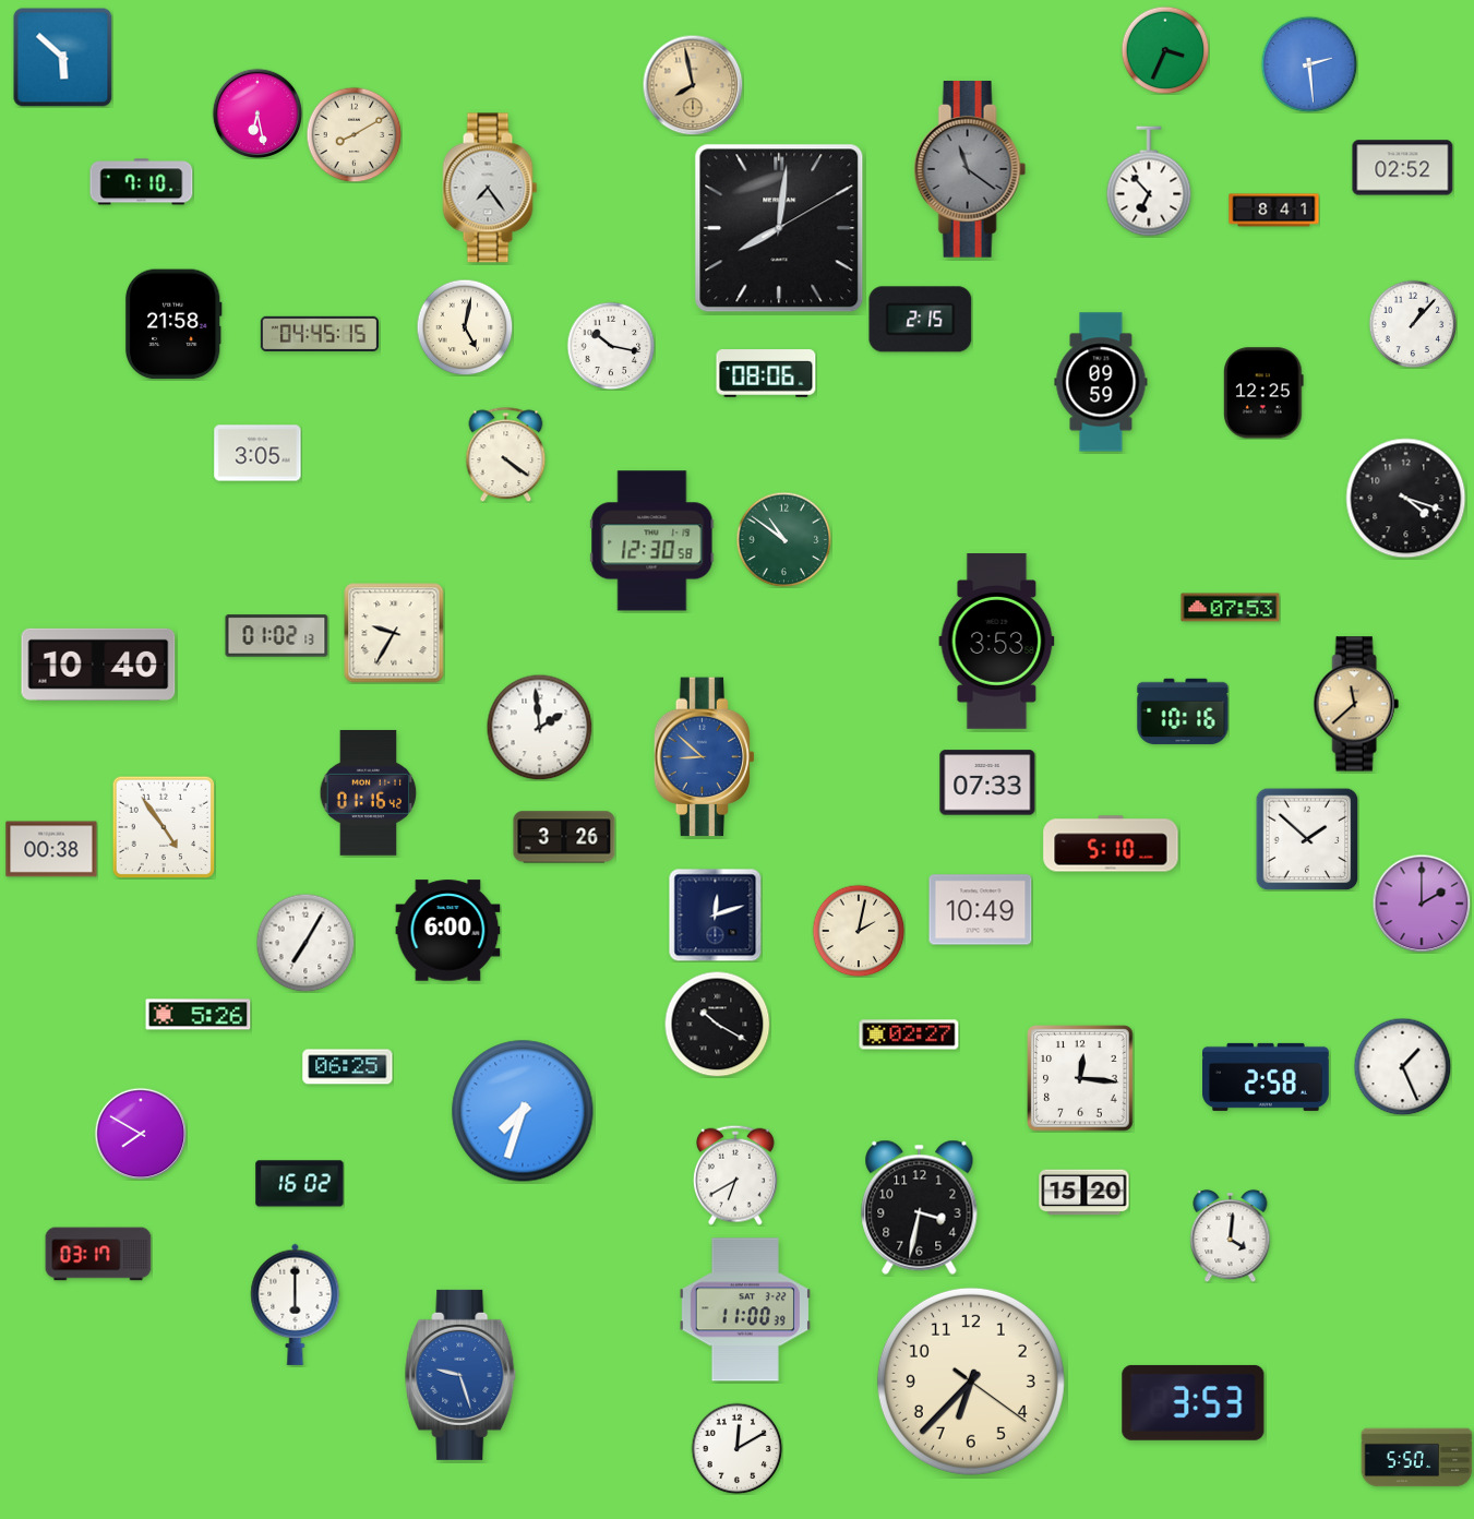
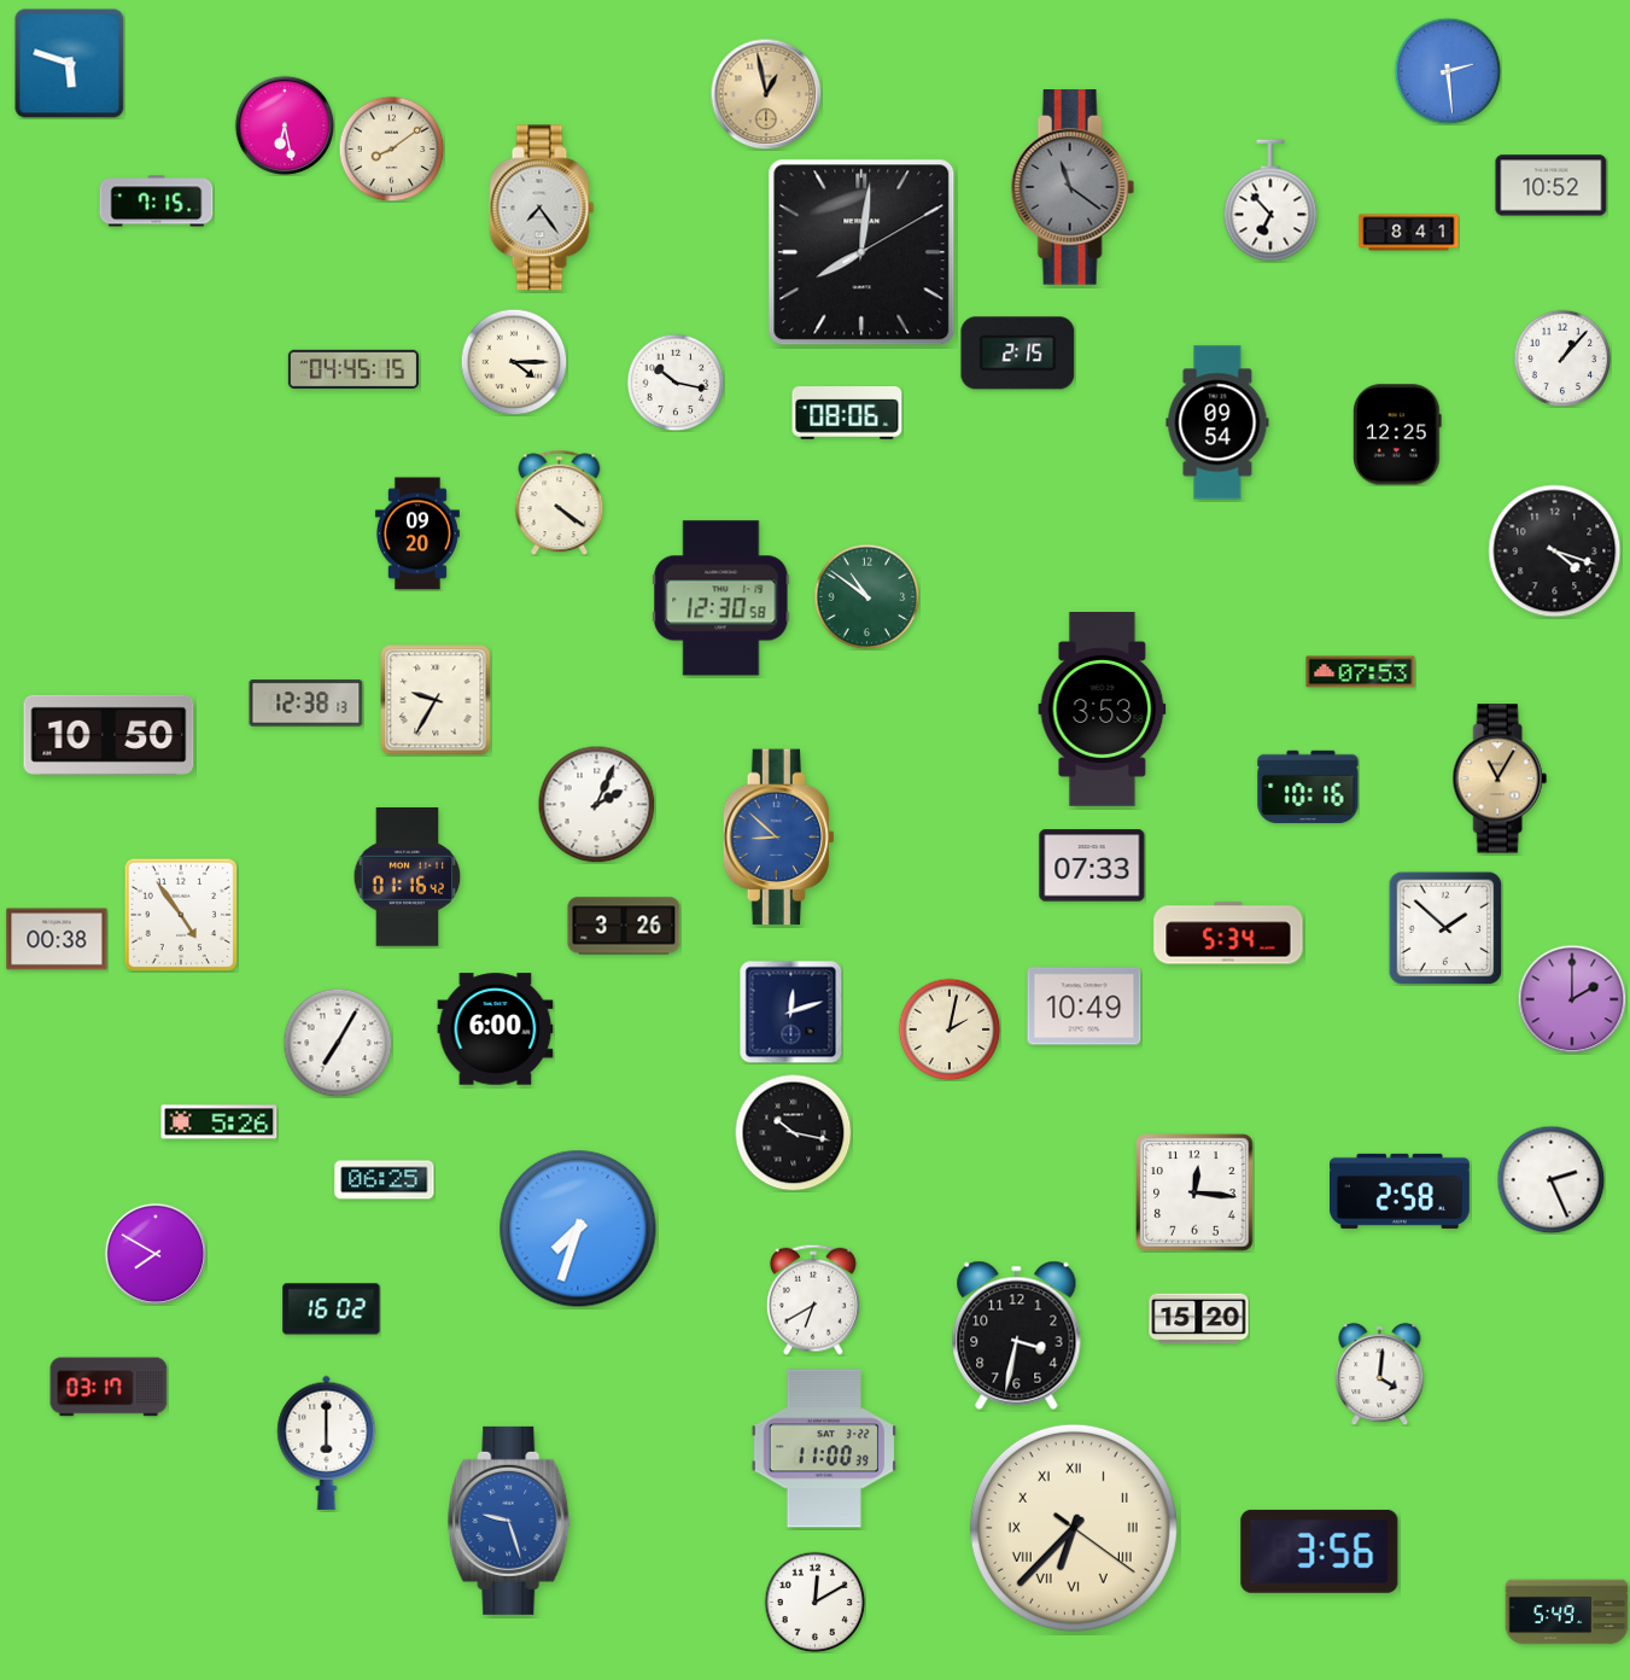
clock at (1165, 50): 3:34 -> none
clock at (63, 58): 5:52 -> 5:48
clock at (693, 85): 7:58 -> 12:58
clock at (353, 134): 8:10 -> 8:09
clock at (1403, 168): 02:52 -> 10:52
clock at (142, 182): 7:10 -> 7:15
clock at (173, 324): 21:58 -> none
clock at (465, 327): 5:02 -> 4:15
clock at (1101, 382): 09:59 -> 09:54
clock at (257, 453): 3:05 -> none
clock at (417, 533): none -> 09:20
clock at (277, 636): 01:02 -> 12:38
clock at (98, 665): 10:40 -> 10:50
clock at (1356, 704): 11:38 -> 11:05
clock at (539, 727): 1:59 -> 2:04
clock at (1111, 844): 5:10 -> 5:34
clock at (717, 1024): 10:20 -> 10:17
clock at (909, 1034): 02:27 -> none
clock at (1402, 1066): 1:26 -> 2:26
clock at (1231, 1235) position: (1231, 1235) -> (1380, 1373)
clock at (971, 1382) numerals: Arabic -> Roman
clock at (1194, 1402): 3:53 -> 3:56
clock at (1417, 1458): 5:50 -> 5:49
